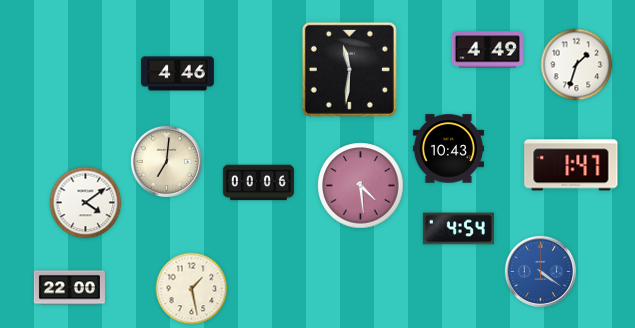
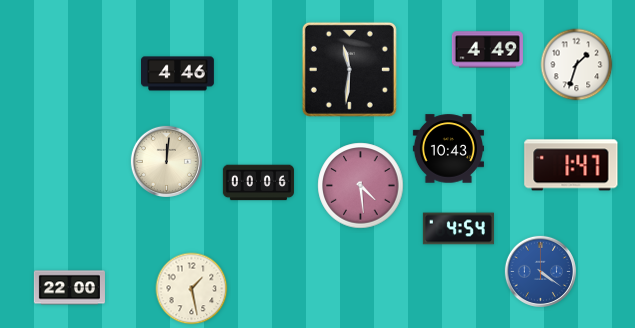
clock at (166, 161): 7:01 -> 12:01
clock at (86, 203): 4:09 -> none
